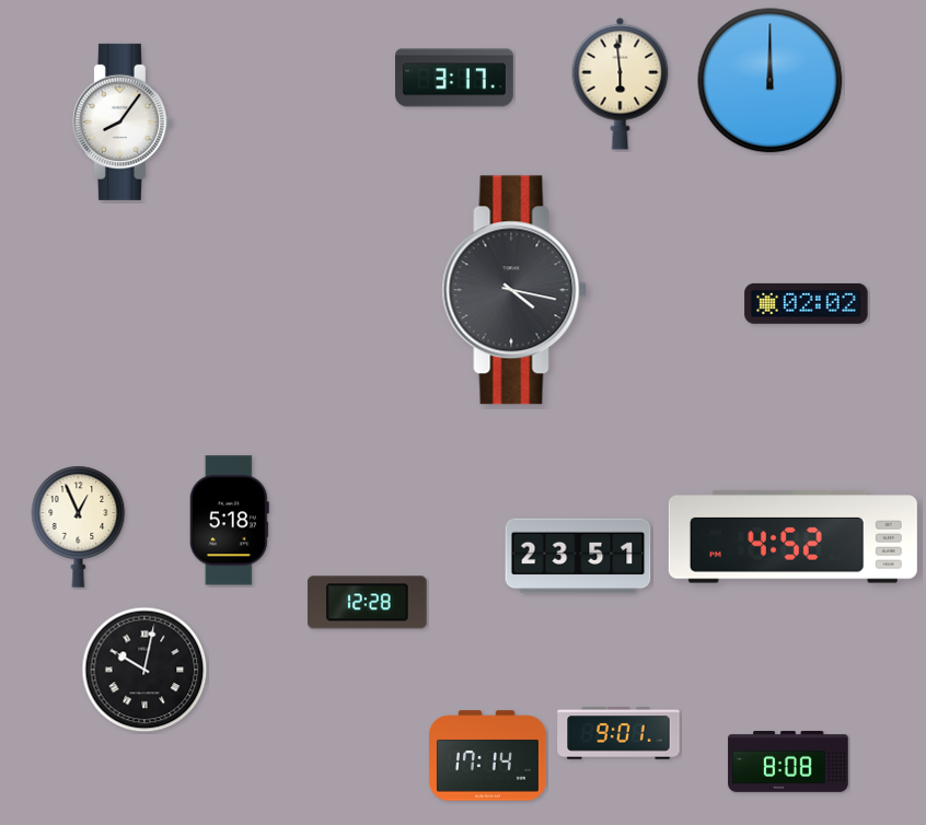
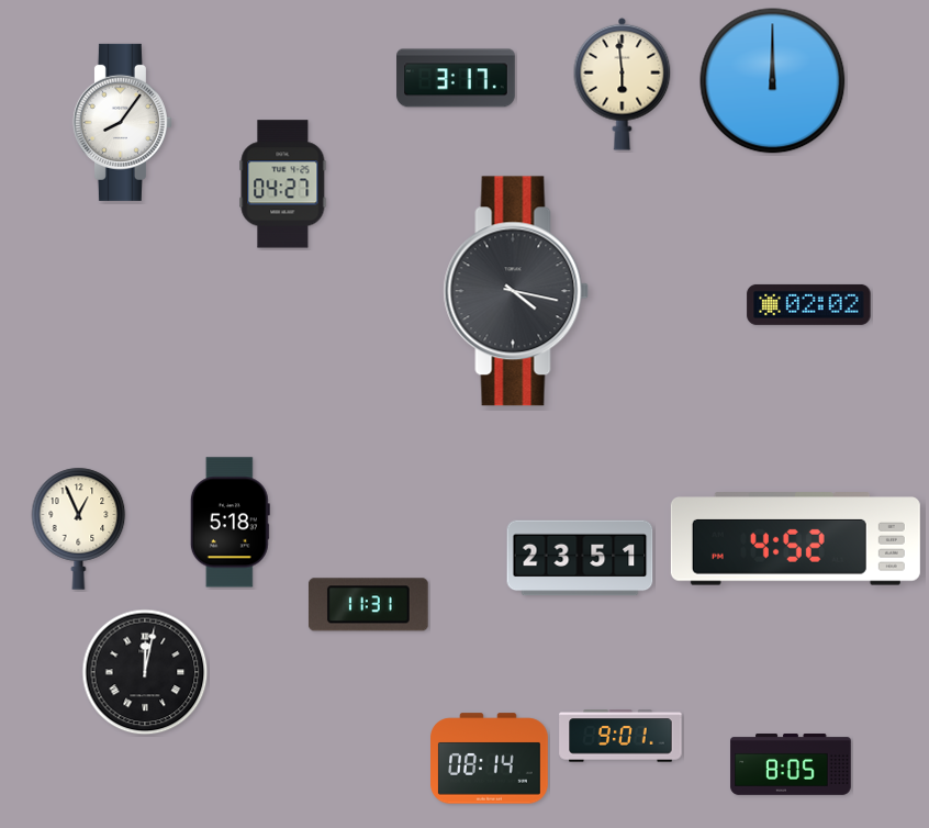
clock at (283, 184): none -> 04:27
clock at (367, 603): 12:28 -> 11:31
clock at (144, 670): 10:02 -> 12:02
clock at (488, 756): 17:14 -> 08:14
clock at (788, 763): 8:08 -> 8:05
